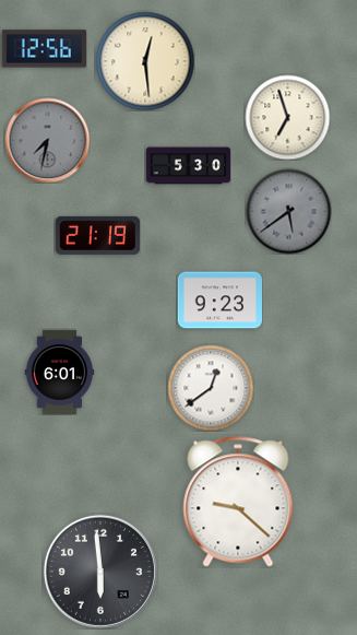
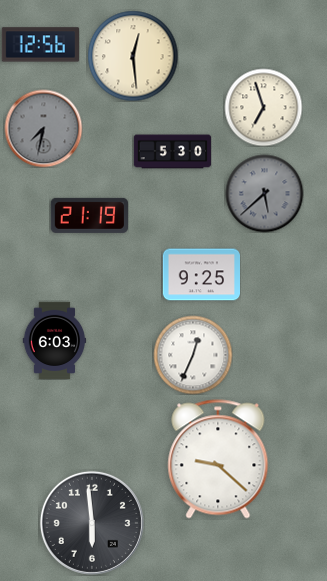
clock at (288, 211): 5:39 -> 5:38
clock at (219, 301): 9:23 -> 9:25
clock at (60, 372): 6:01 -> 6:03
clock at (211, 388): 12:39 -> 12:34
